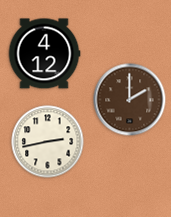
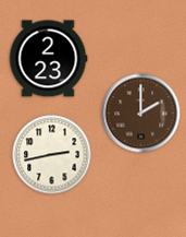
clock at (44, 54): 4:12 -> 2:23
clock at (130, 100) position: (130, 100) -> (141, 114)
